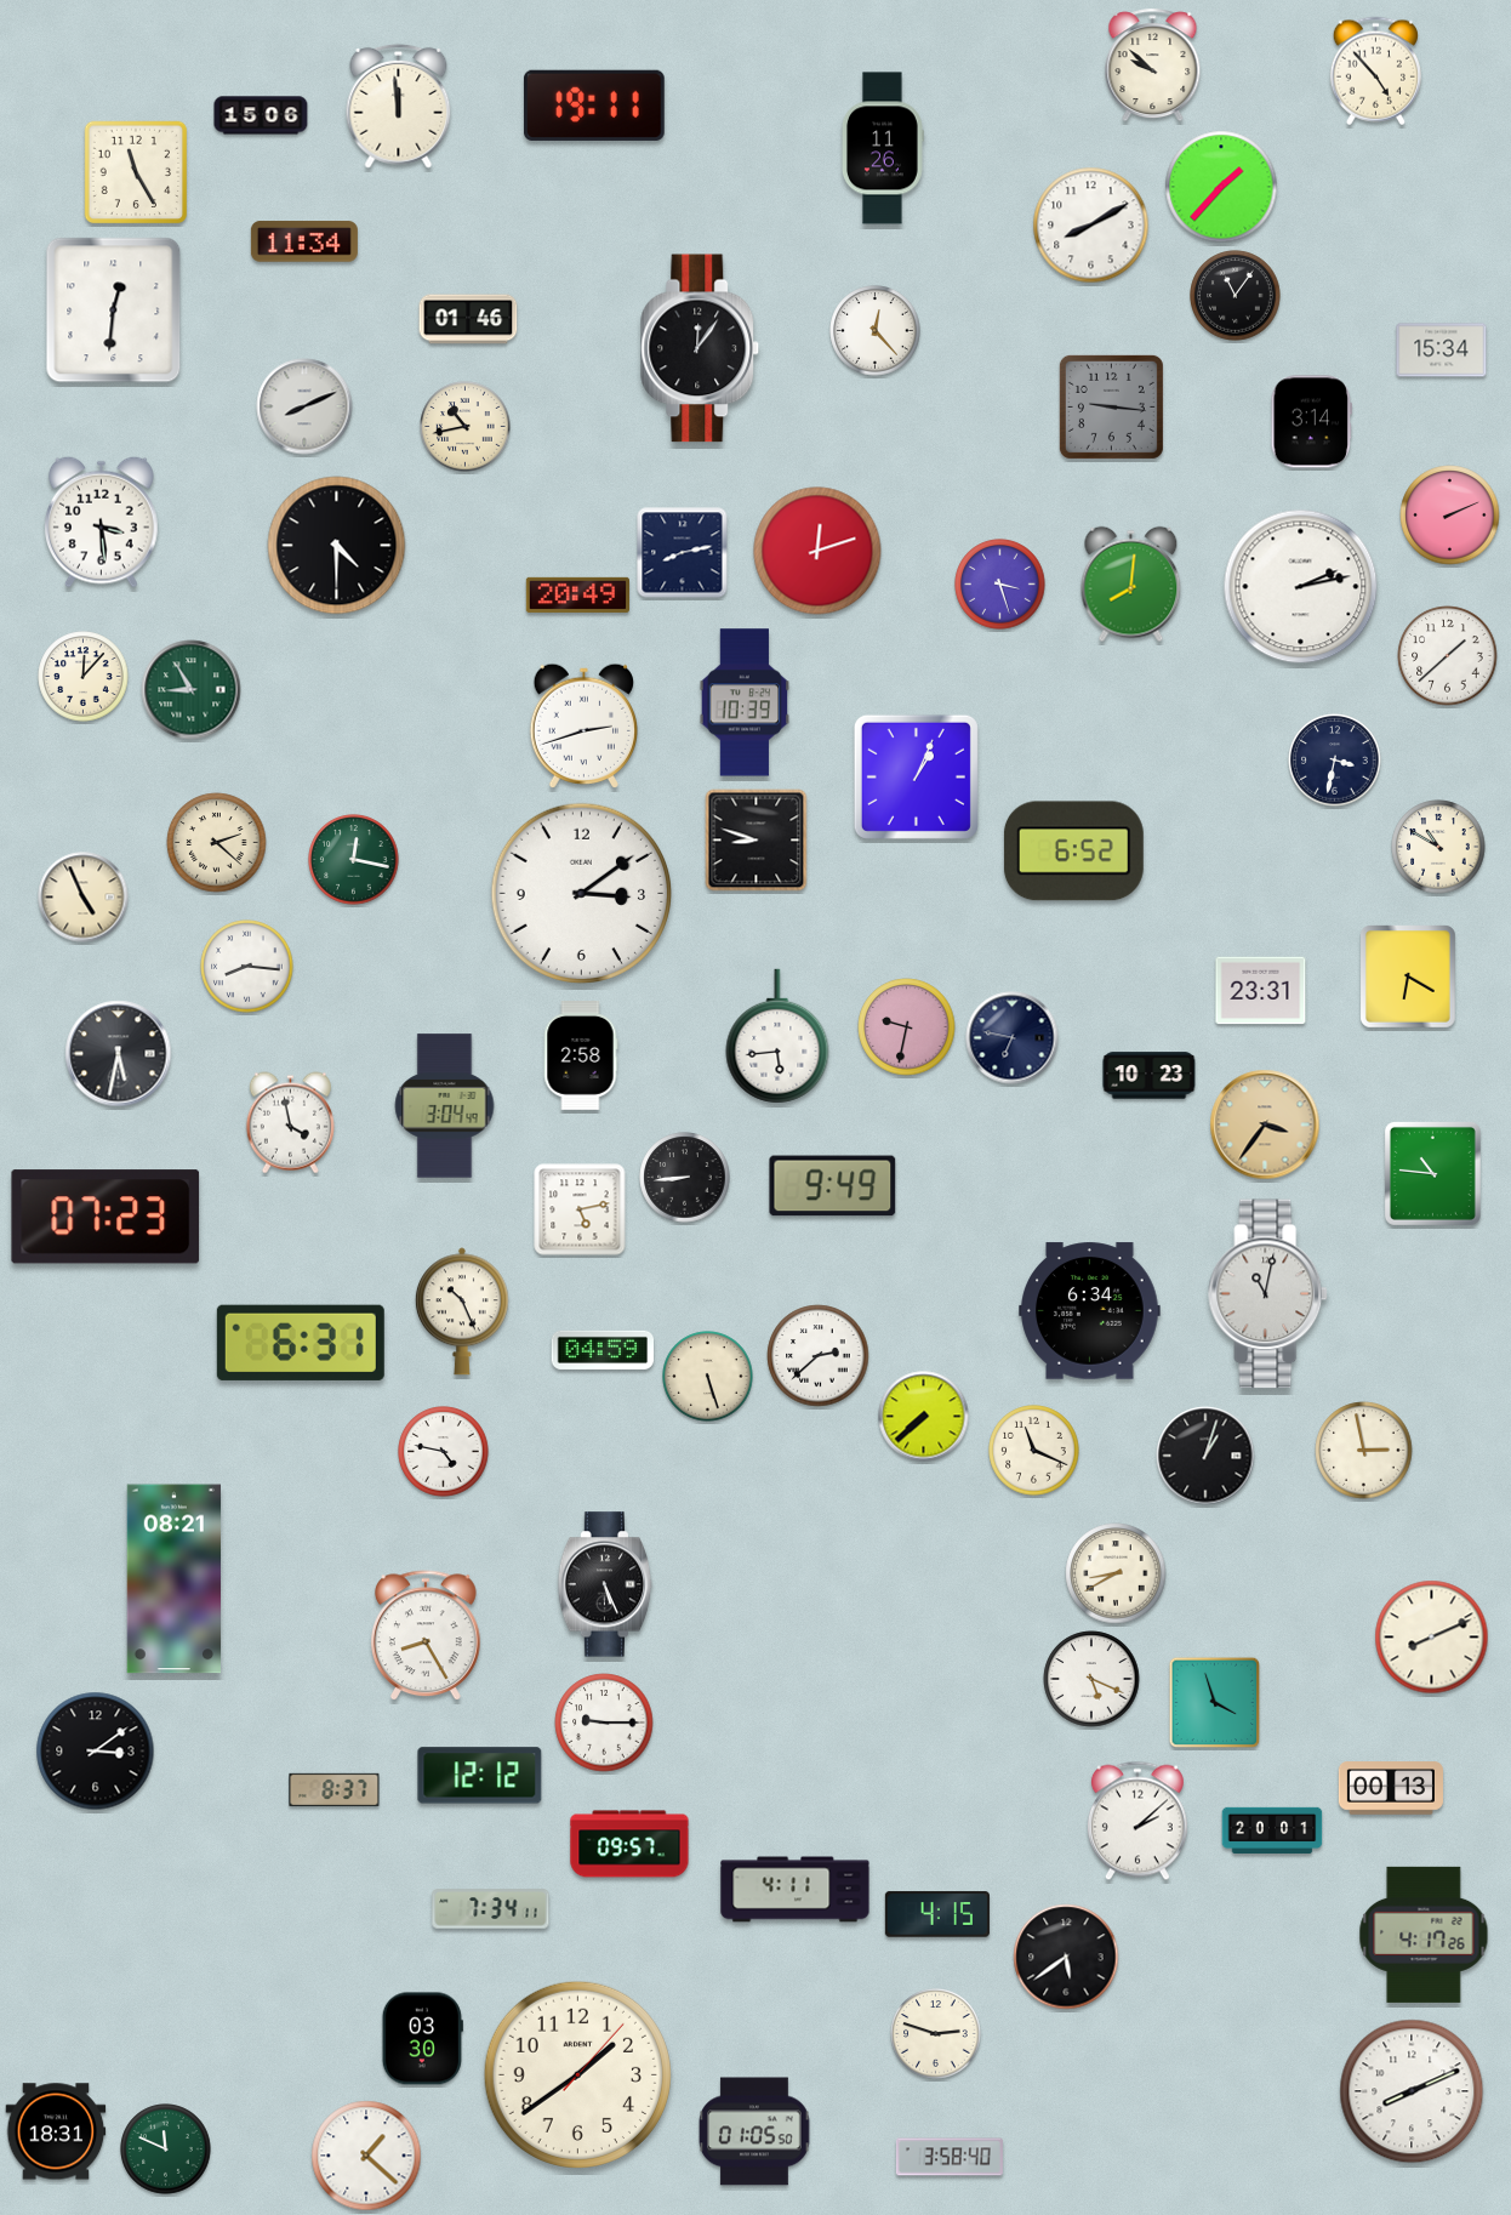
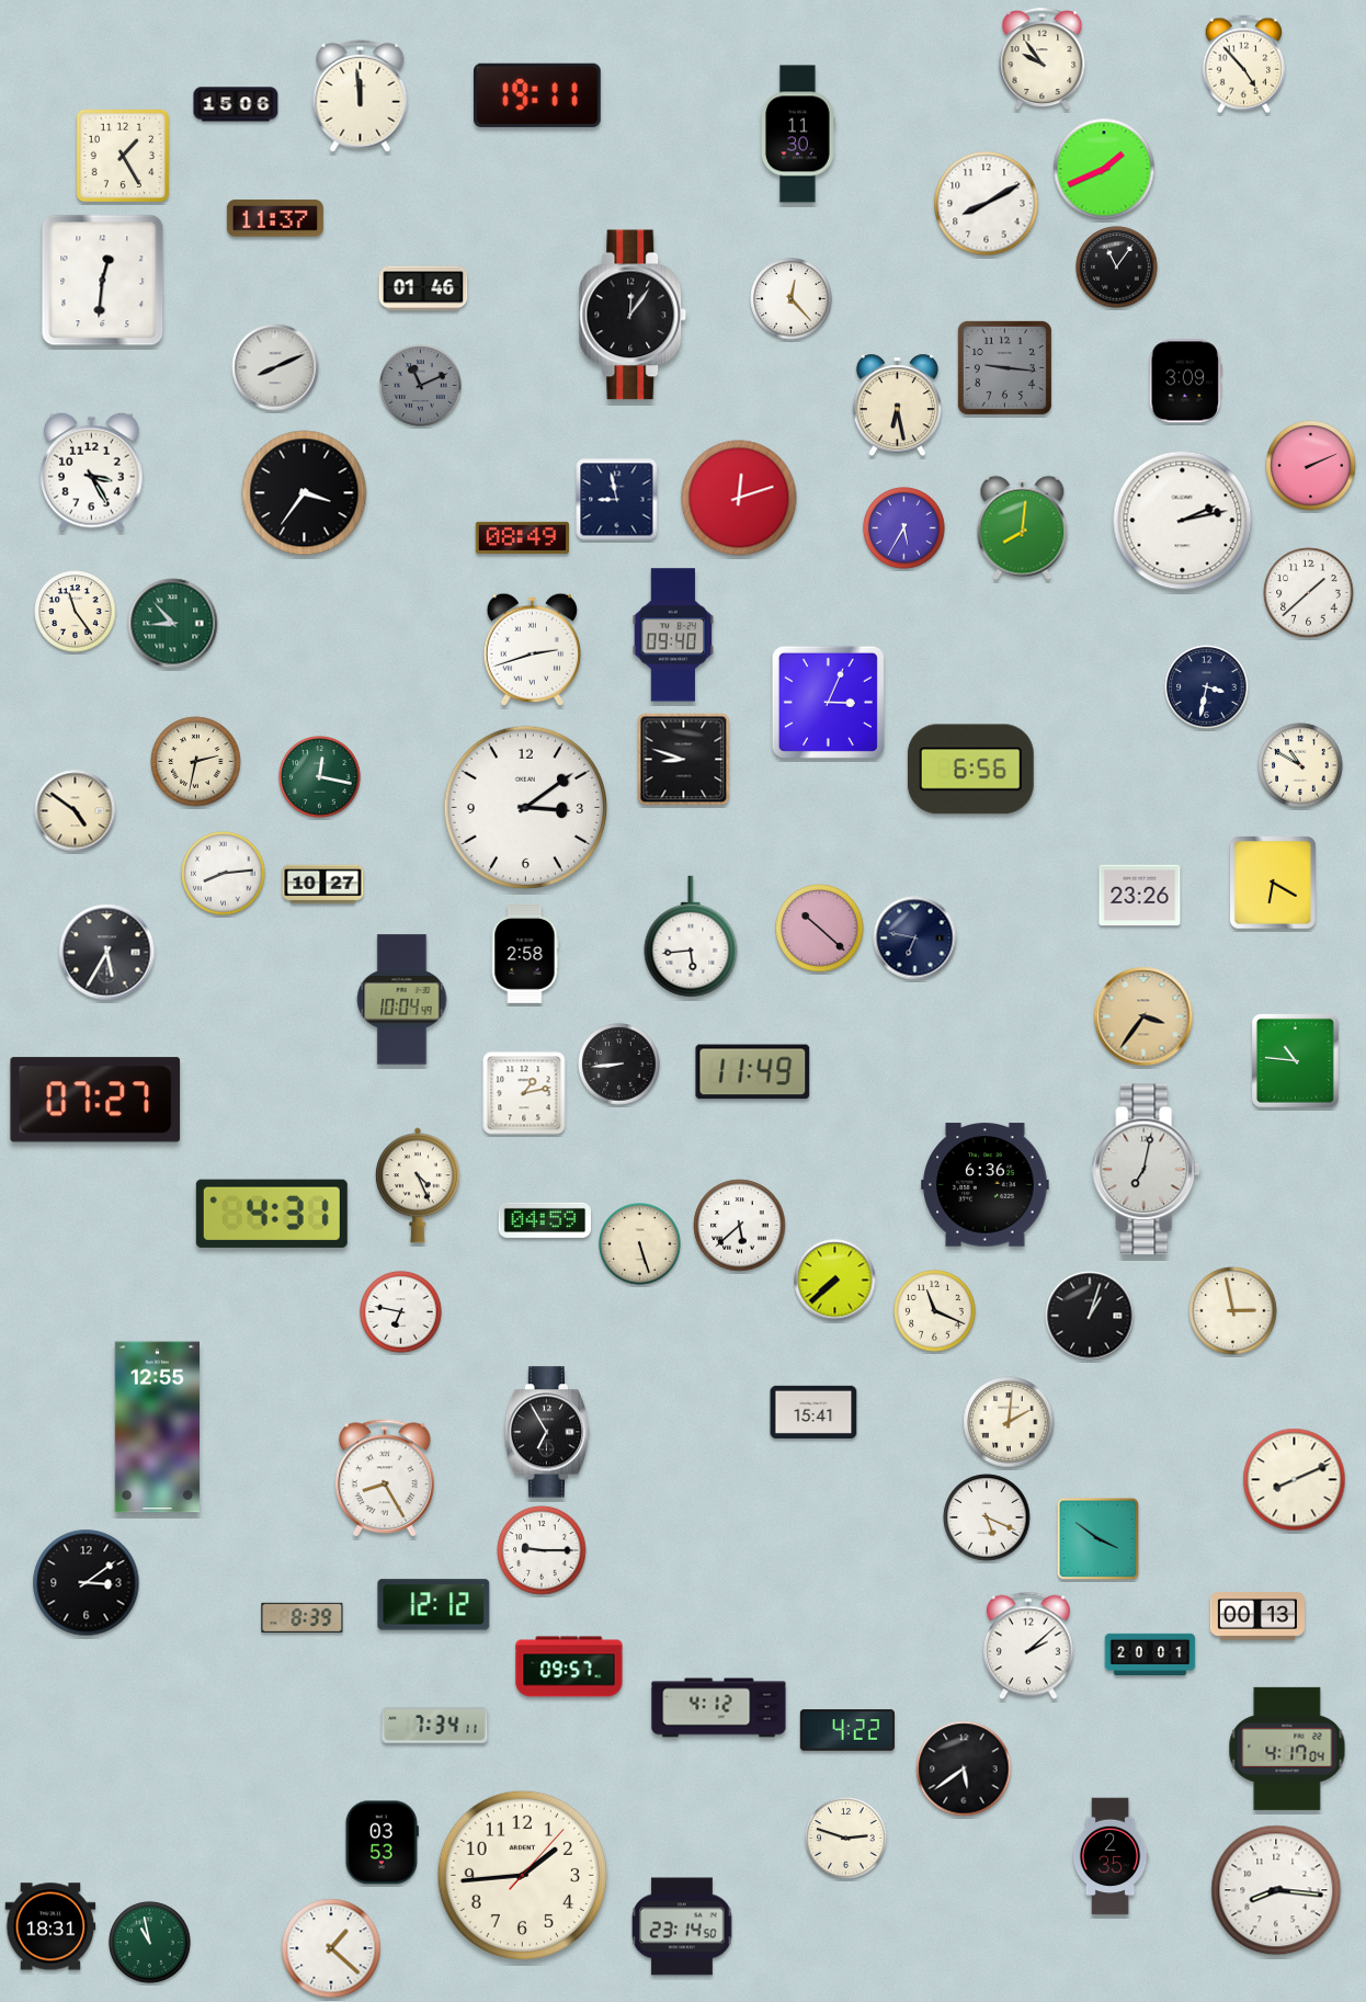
clock at (1153, 66): 9:52 -> 9:54
clock at (882, 148): 11:26 -> 11:30
clock at (136, 172): 11:25 -> 1:25
clock at (1221, 187): 1:37 -> 1:41
clock at (304, 241): 11:34 -> 11:37
clock at (1442, 351): 15:34 -> none
clock at (1311, 422): 3:14 -> 3:09
clock at (466, 427): 10:43 -> 11:11
clock at (466, 427) dial: cream -> grey
clock at (897, 406): none -> 6:28
clock at (102, 522): 3:29 -> 3:25
clock at (337, 546): 4:30 -> 3:36
clock at (683, 553): 8:13 -> 8:58
clock at (1000, 585): 3:27 -> 5:35
clock at (1301, 587) position: (1301, 587) -> (1183, 521)
clock at (577, 594): 20:49 -> 08:49
clock at (84, 677): 12:07 -> 11:24
clock at (192, 690): 8:55 -> 8:53
clock at (745, 702): 10:39 -> 09:40
clock at (583, 725) position: (583, 725) -> (532, 649)
clock at (916, 776): 1:04 -> 3:04
clock at (217, 843): 2:22 -> 2:32
clock at (1073, 852): 6:52 -> 6:56
clock at (84, 898): 4:56 -> 4:51
clock at (247, 967): 8:16 -> 8:14
clock at (323, 885): none -> 10:27
clock at (1261, 991): 23:31 -> 23:26
clock at (907, 1027): 9:32 -> 10:22
clock at (777, 1036) position: (777, 1036) -> (691, 936)
clock at (119, 1054): 5:32 -> 5:35
clock at (1150, 1076): 10:23 -> none
clock at (445, 1106): 3:04 -> 10:04
clock at (290, 1123): 3:58 -> none
clock at (833, 1186): 9:49 -> 11:49
clock at (580, 1209): 5:13 -> 1:13
clock at (106, 1217): 07:23 -> 07:27
clock at (1268, 1294): 11:02 -> 7:02
clock at (462, 1311): 10:26 -> 4:26
clock at (1090, 1311): 6:34 -> 6:36
clock at (301, 1343): 6:31 -> 4:31
clock at (819, 1356): 2:38 -> 5:38
clock at (444, 1452): 4:47 -> 6:47
clock at (813, 1412): none -> 15:41
clock at (1116, 1573): 8:40 -> 2:01
clock at (173, 1579): 08:21 -> 12:55
clock at (605, 1584): 5:26 -> 6:55
clock at (1215, 1703): 3:57 -> 3:51
clock at (604, 1723) position: (604, 1723) -> (542, 1550)
clock at (335, 1789): 8:37 -> 8:39
clock at (796, 1890): 4:11 -> 4:12
clock at (491, 1909) position: (491, 1909) -> (435, 1726)
clock at (937, 1914): 4:15 -> 4:22
clock at (1424, 1935): 4:17:26 -> 4:17:04
clock at (422, 2039): 03:30 -> 03:53
clock at (1111, 1856): none -> 2:35
clock at (577, 2074): 1:39 -> 1:44
clock at (1412, 2091): 8:11 -> 8:16
clock at (754, 2131): 01:05 -> 23:14
clock at (166, 2149): 11:49 -> 10:58
clock at (950, 2157): 3:58 -> none
